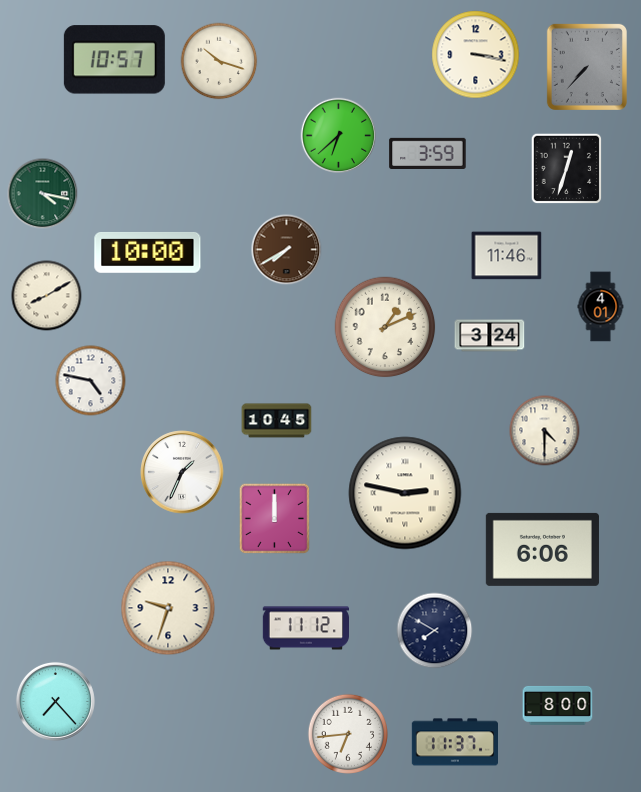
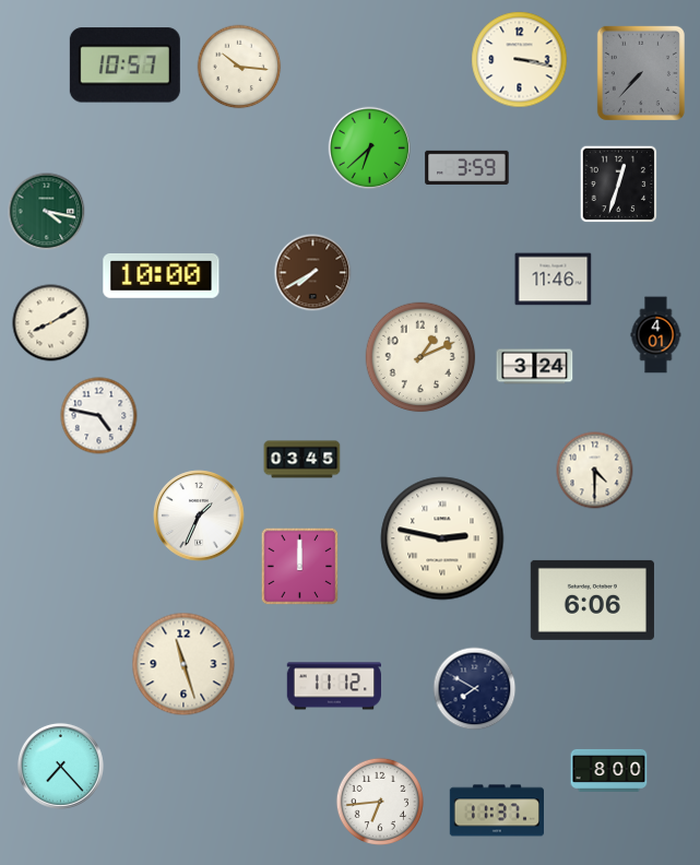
clock at (219, 61): 10:18 -> 10:16
clock at (277, 421): 10:45 -> 03:45
clock at (168, 608): 9:33 -> 11:27
